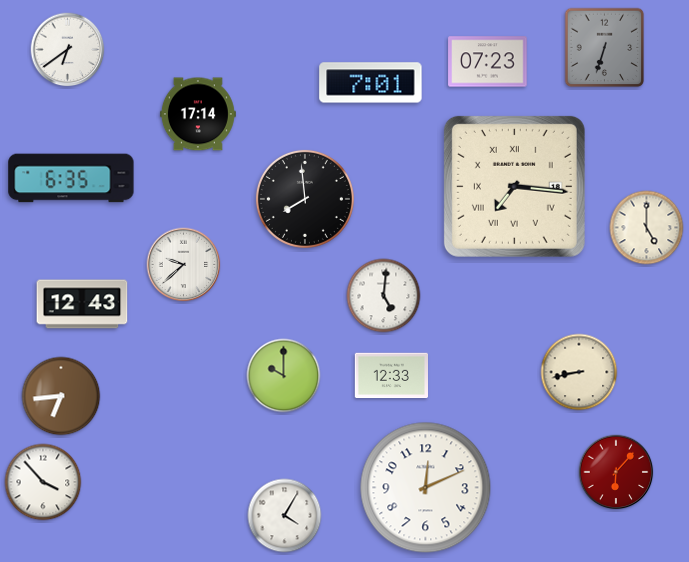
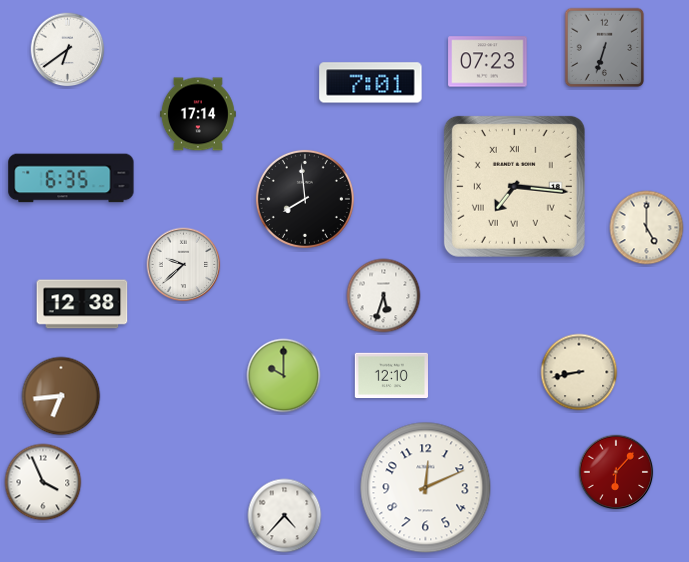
clock at (384, 296): 5:01 -> 5:33
clock at (82, 304): 12:43 -> 12:38
clock at (391, 376): 12:33 -> 12:10
clock at (43, 482): 3:53 -> 3:56
clock at (285, 516): 4:05 -> 4:37
